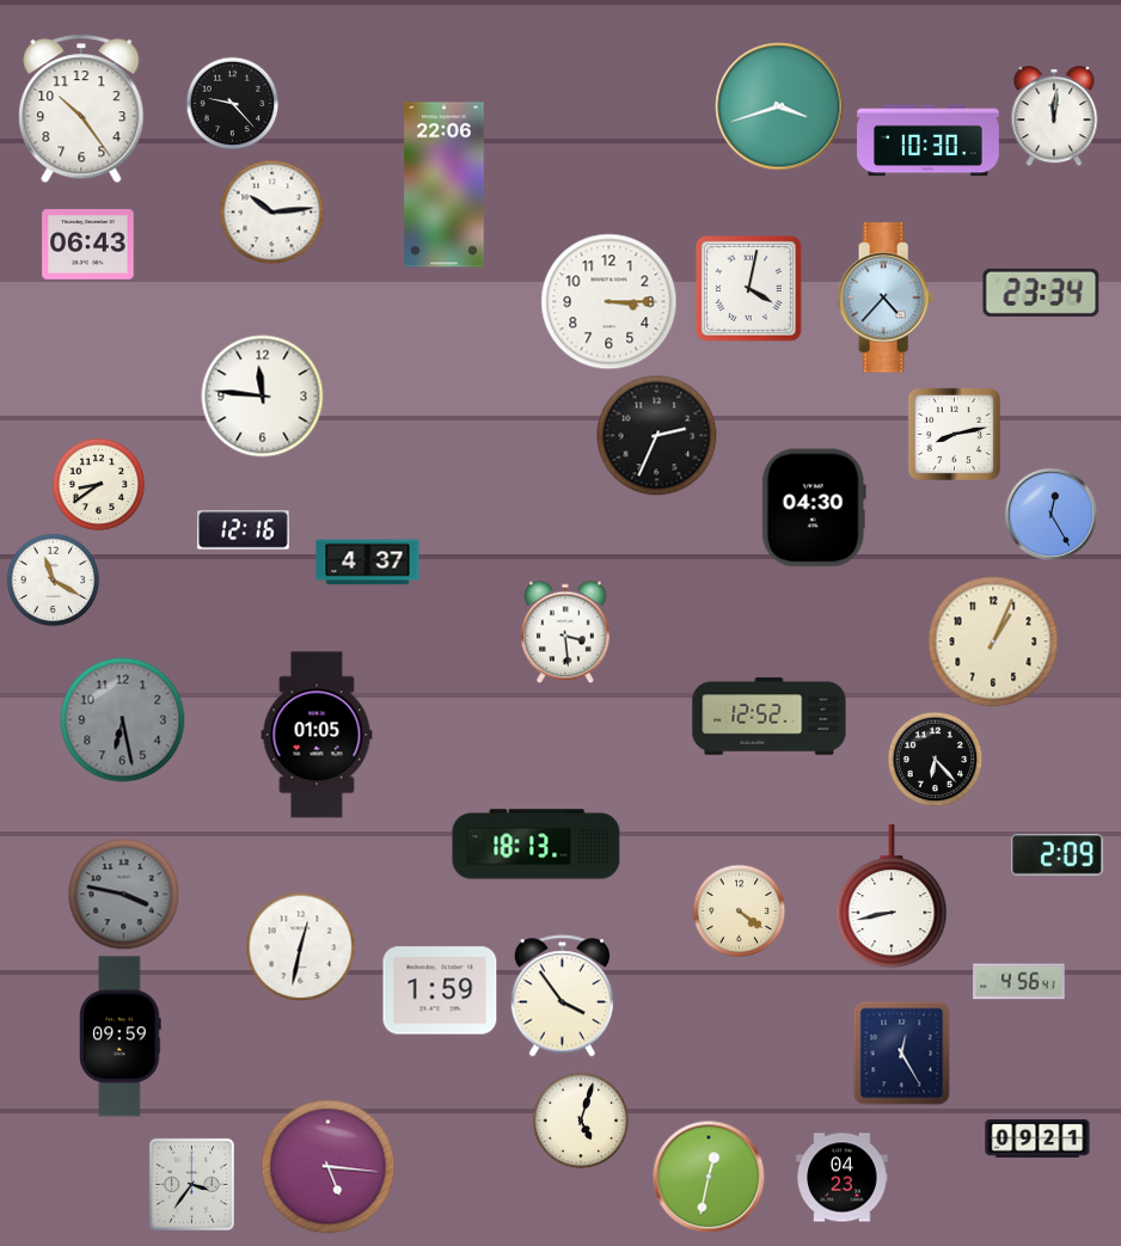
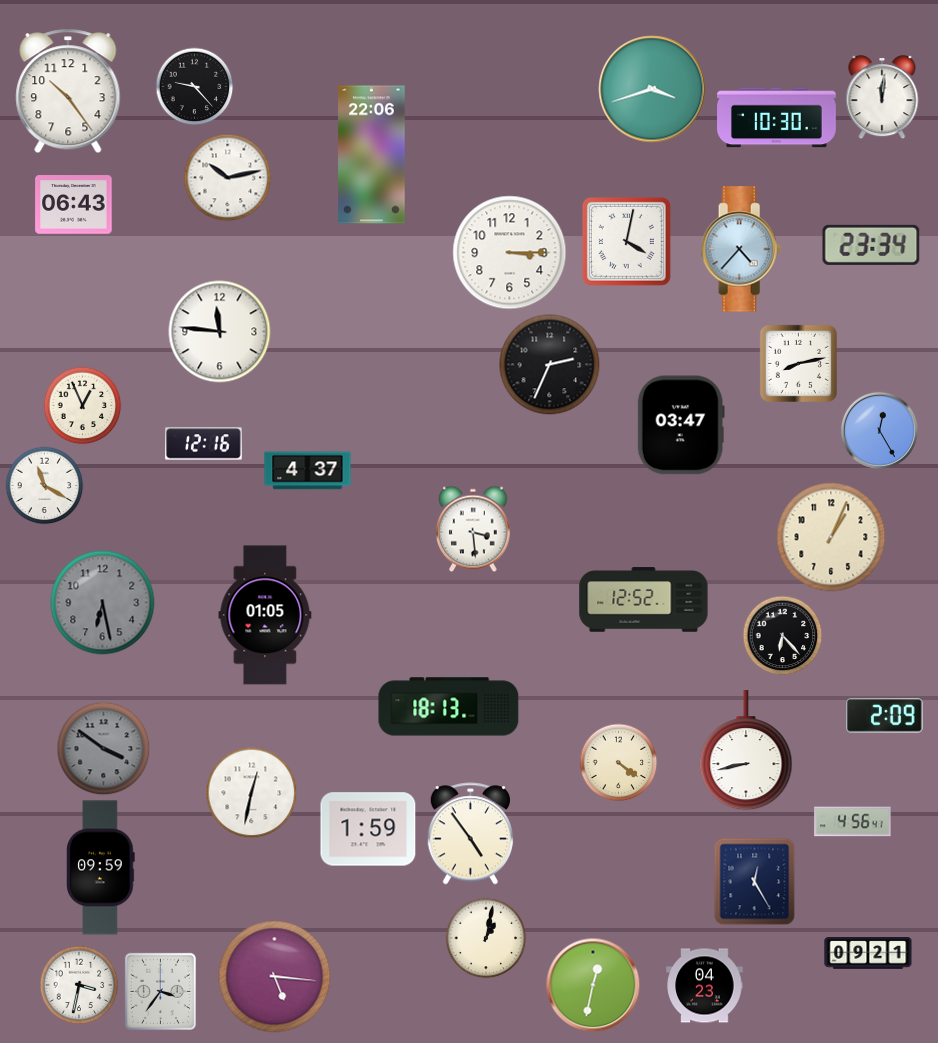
clock at (271, 211): 10:14 -> 10:13
clock at (98, 484): 8:39 -> 12:56
clock at (814, 508): 04:30 -> 03:47
clock at (123, 894): 3:47 -> 3:51
clock at (562, 996): 3:54 -> 4:54
clock at (581, 1121): 5:03 -> 1:02
clock at (79, 985): none -> 3:32
